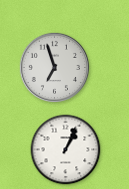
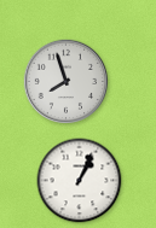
clock at (54, 67): 6:57 -> 7:57
